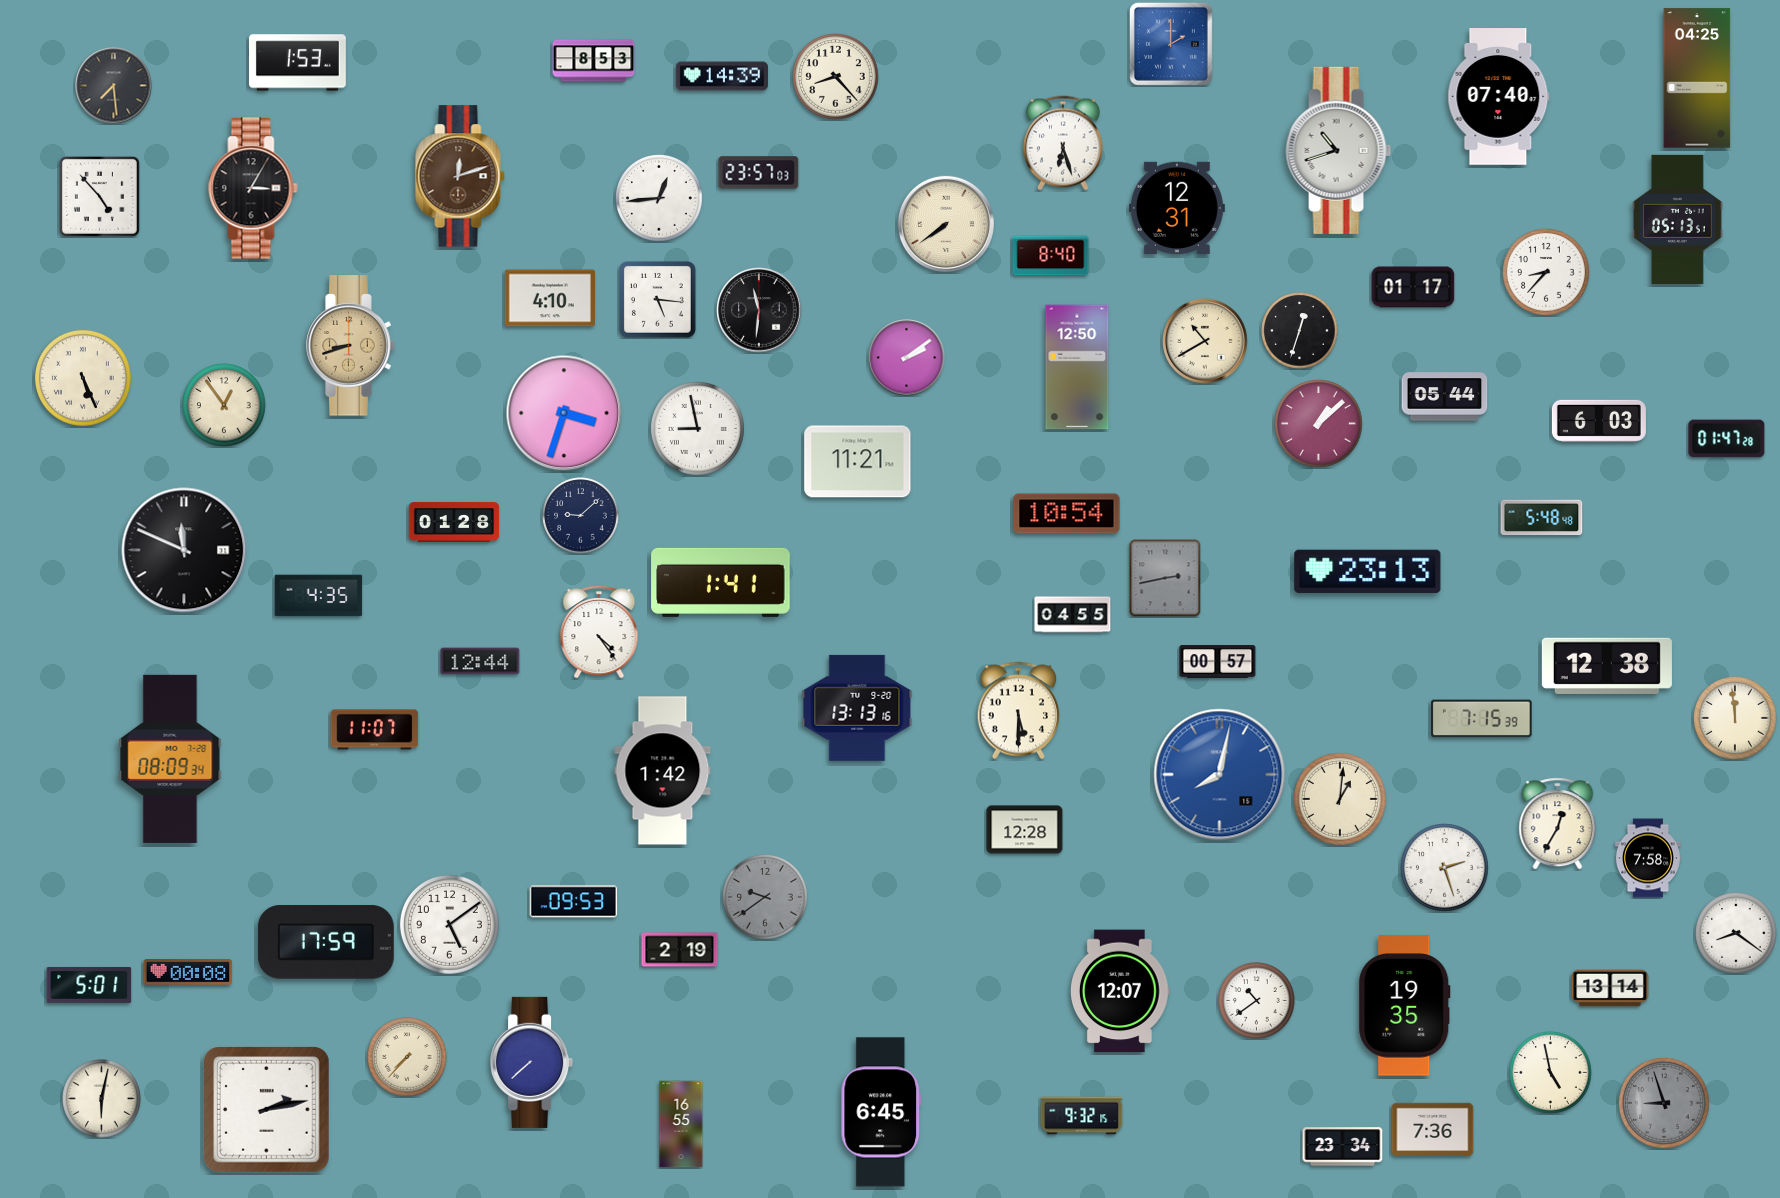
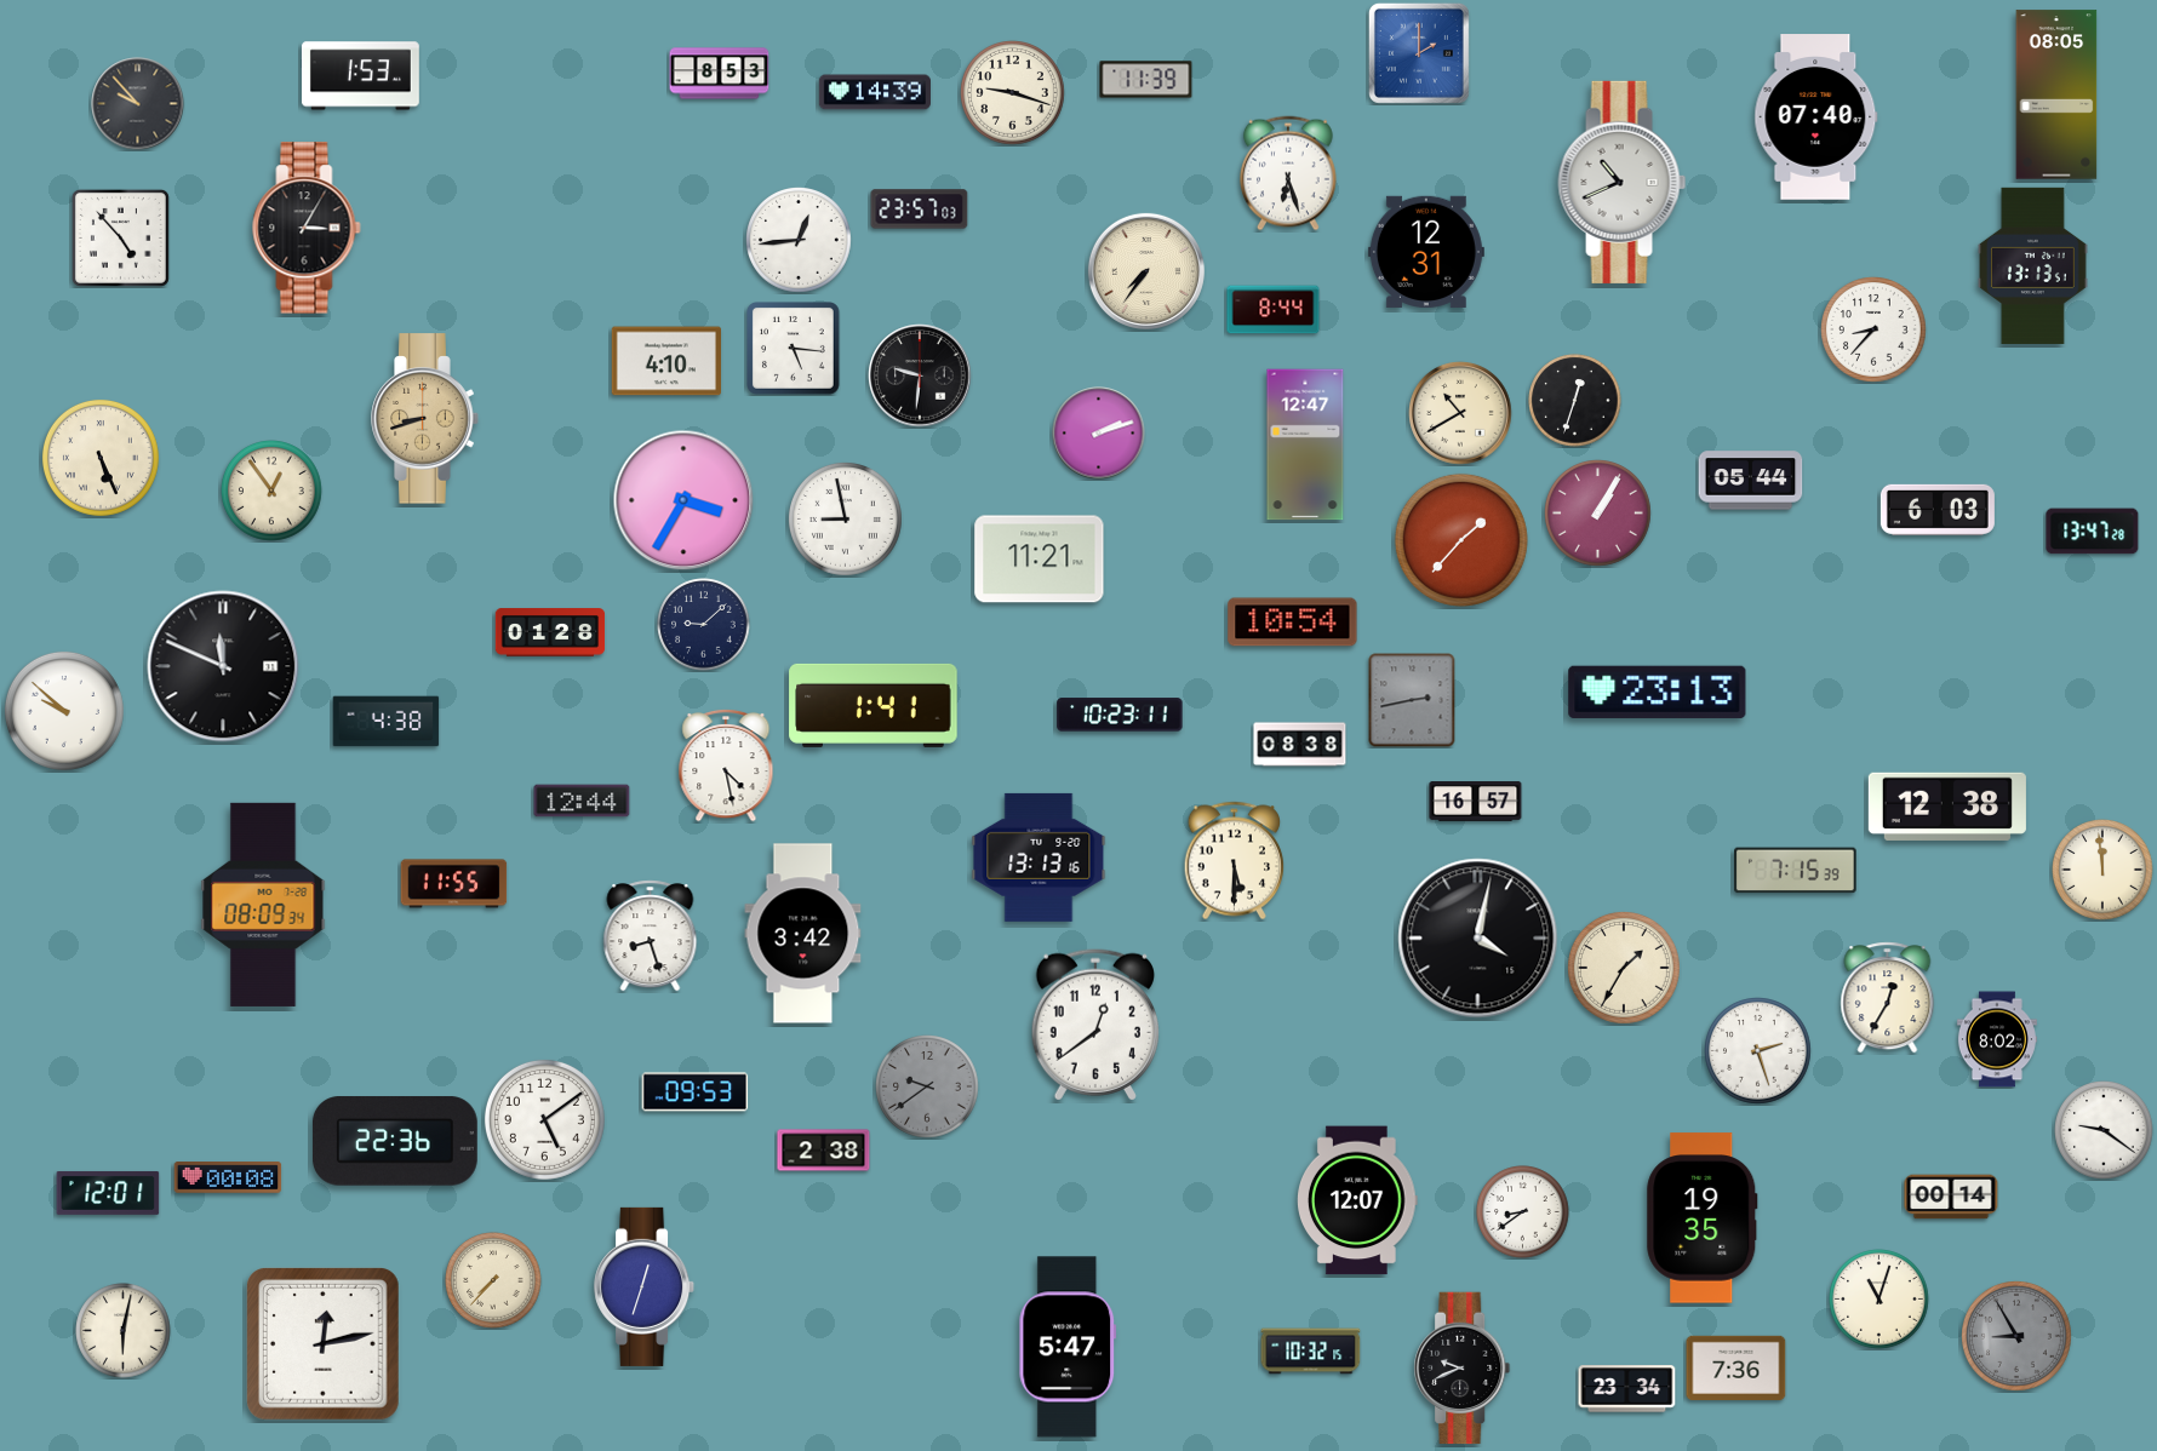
clock at (1146, 80): none -> 11:39
clock at (836, 77): 8:23 -> 9:18
clock at (1697, 78): 04:25 -> 08:05
clock at (114, 86): 7:29 -> 9:53
clock at (1339, 150): 10:42 -> 10:41
clock at (460, 176): 12:12 -> none
clock at (1678, 219): 05:13 -> 13:13
clock at (946, 224): 7:39 -> 7:36
clock at (1051, 256): 8:40 -> 8:44
clock at (1413, 287): 01:17 -> none
clock at (658, 300) position: (658, 300) -> (794, 349)
clock at (759, 310): 11:31 -> 9:31
clock at (907, 358): 2:09 -> 2:12
clock at (1077, 367): 12:50 -> 12:47
clock at (564, 413): 3:33 -> 3:35
clock at (1319, 424): 1:08 -> 1:05
clock at (1727, 439): 01:47 -> 13:47
clock at (1461, 540): none -> 1:37
clock at (1542, 518): 5:48 -> none
clock at (64, 711): none -> 9:52
clock at (1120, 715): none -> 10:23
clock at (319, 596): 4:35 -> 4:38
clock at (1073, 615): 04:55 -> 08:38
clock at (599, 632): 4:24 -> 4:28
clock at (1218, 662): 00:57 -> 16:57
clock at (375, 730): 11:07 -> 11:55
clock at (170, 759) position: (170, 759) -> (263, 905)
clock at (663, 771): 1:42 -> 3:42
clock at (651, 936): none -> 8:27
clock at (1220, 775): 8:02 -> 4:02
clock at (1220, 775) dial: blue -> black
clock at (1340, 799): 1:01 -> 1:35
clock at (1025, 830): 12:28 -> none
clock at (1094, 1025): none -> 12:39
clock at (1648, 858): 7:58 -> 8:02
clock at (1445, 868) position: (1445, 868) -> (1758, 1051)
clock at (1736, 933): 8:21 -> 9:21
clock at (326, 942): 17:59 -> 22:36
clock at (680, 950): 2:19 -> 2:38
clock at (89, 985): 5:01 -> 12:01
clock at (1610, 988): 13:14 -> 00:14
clock at (1257, 1001): 10:39 -> 8:39
clock at (532, 1062): 7:38 -> 12:33
clock at (1551, 1073): 4:58 -> 11:03
clock at (1665, 1104): 8:57 -> 8:55
clock at (267, 1110): 2:13 -> 12:13
clock at (881, 1112): 6:45 -> 5:47
clock at (1082, 1116): 9:32 -> 10:32
clock at (681, 1124): 16:55 -> none
clock at (1463, 1369): none -> 9:41
